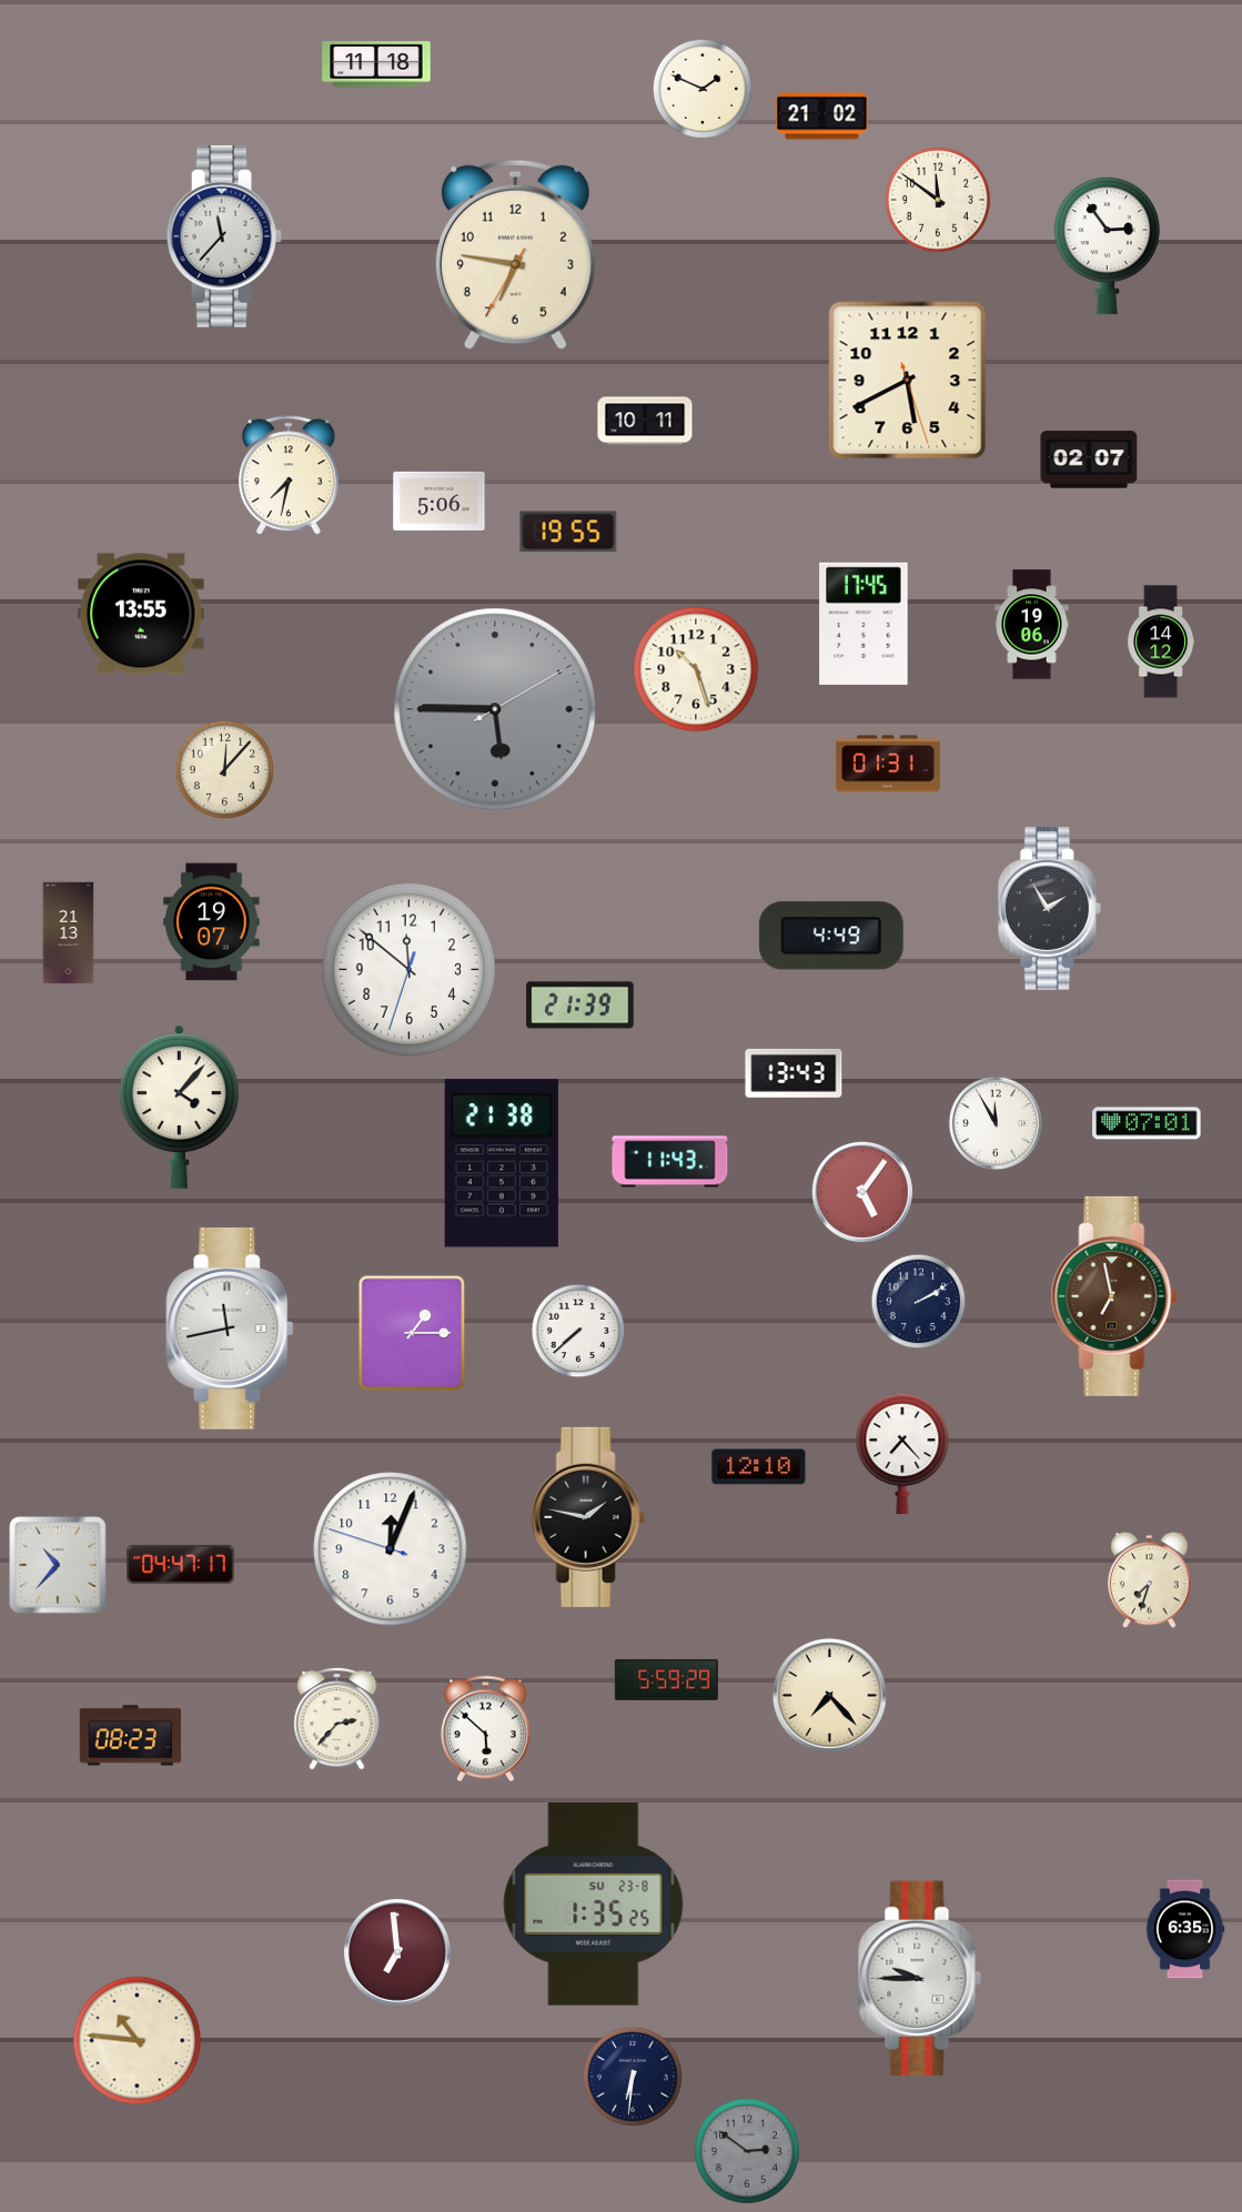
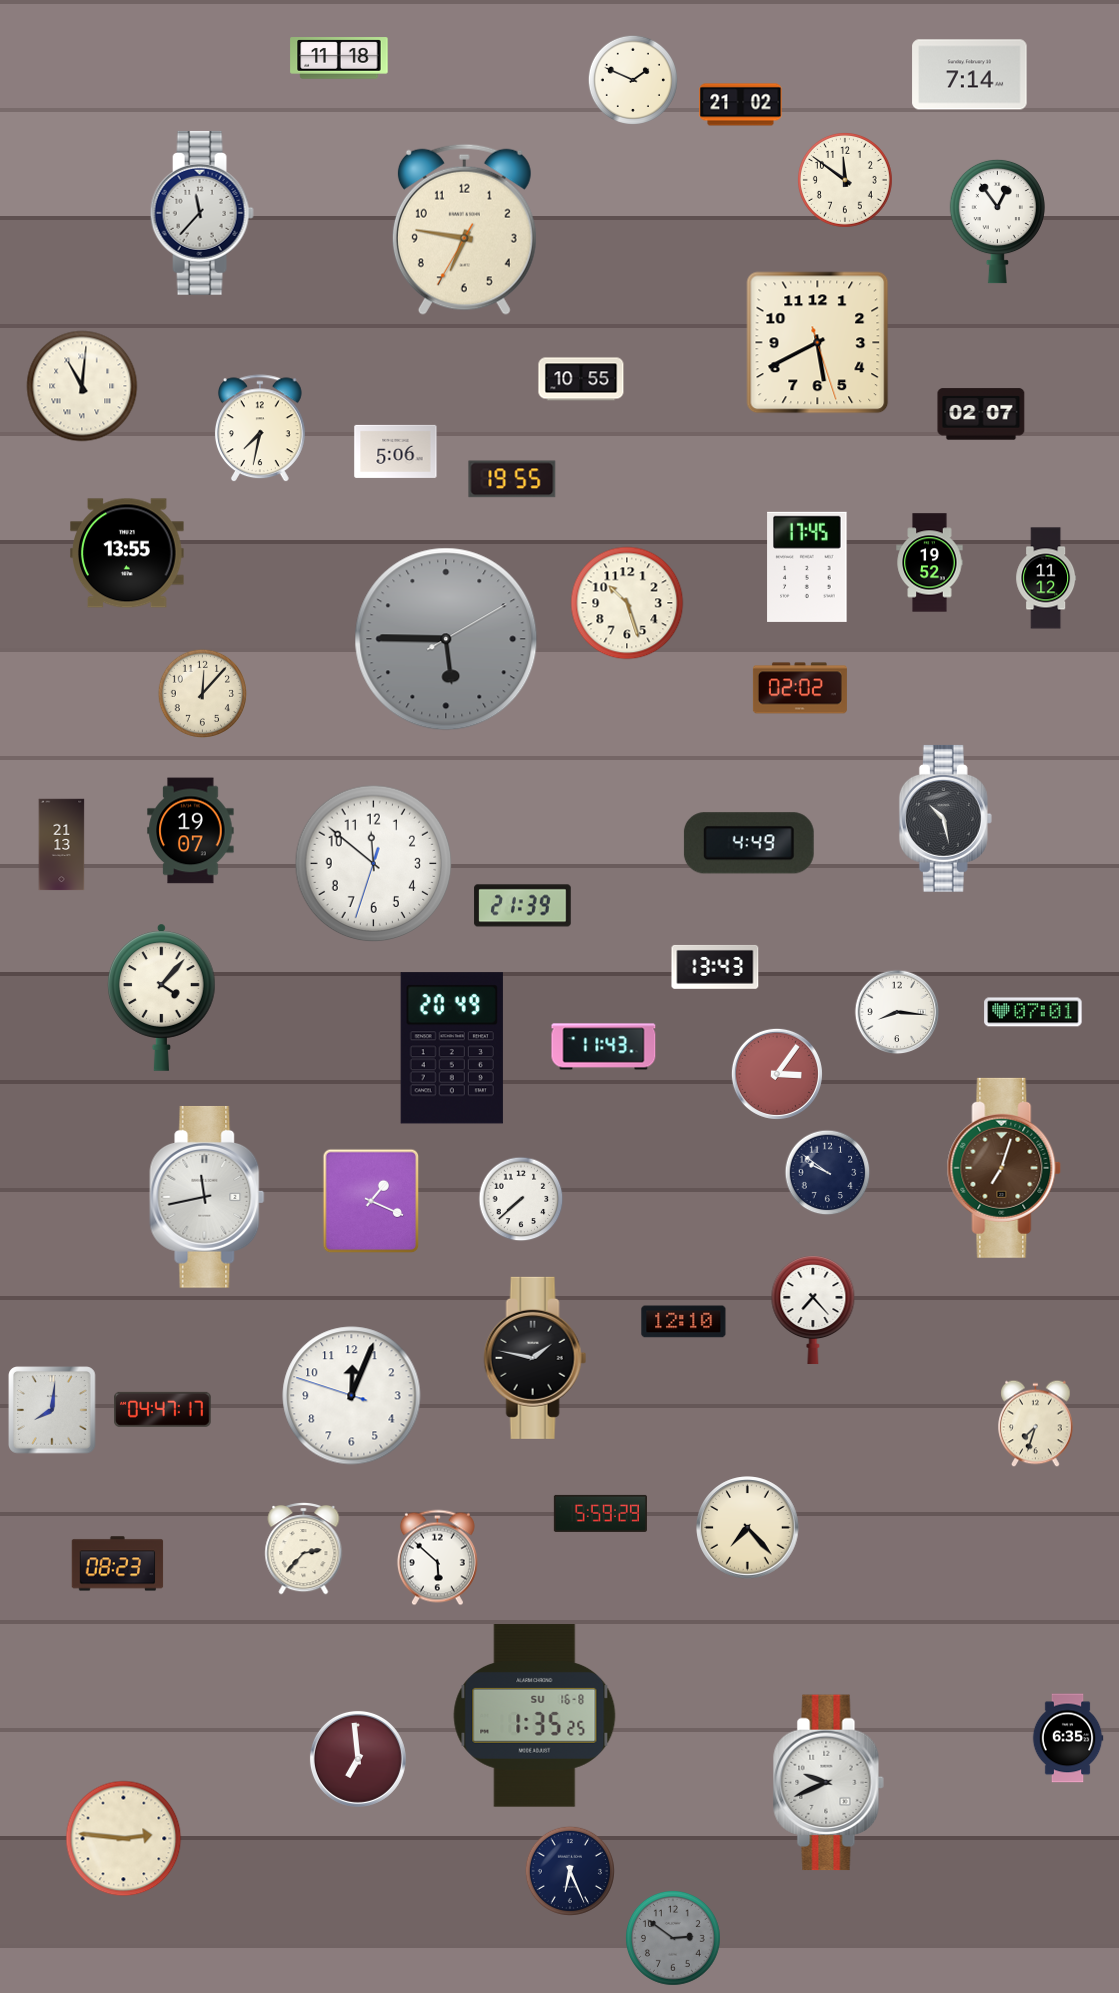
clock at (970, 75): none -> 7:14
clock at (1107, 245): 2:54 -> 12:54
clock at (645, 421): 10:11 -> 10:55
clock at (82, 386): none -> 11:01
clock at (864, 624) position: (864, 624) -> (807, 567)
clock at (1032, 625): 19:06 -> 19:52
clock at (1161, 642): 14:12 -> 11:12
clock at (888, 764): 01:31 -> 02:02
clock at (1049, 908): 1:55 -> 10:28
clock at (69, 933) position: (69, 933) -> (62, 845)
clock at (410, 970) position: (410, 970) -> (374, 864)
clock at (996, 1123): 11:55 -> 8:16
clock at (502, 1163): 21:38 -> 20:49
clock at (862, 1192): 5:06 -> 3:06
clock at (1114, 1296): 6:58 -> 7:03
clock at (919, 1302): 2:10 -> 9:51
clock at (412, 1333): 1:15 -> 1:19
clock at (588, 1517) position: (588, 1517) -> (535, 1358)
clock at (58, 1565): 10:37 -> 8:01
clock at (594, 1905) date: SU 23-8 -> SU 16-8
clock at (919, 1979): 9:45 -> 9:41
clock at (138, 2041): 10:46 -> 2:46
clock at (633, 2077): 6:31 -> 6:26
